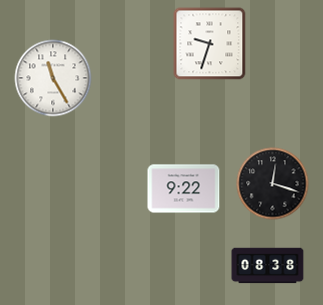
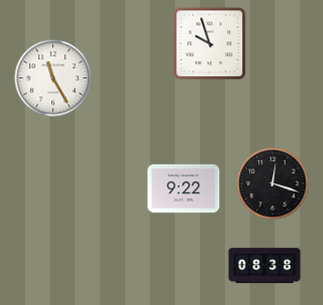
clock at (210, 44): 9:33 -> 9:57
clock at (268, 266) position: (268, 266) -> (265, 266)
